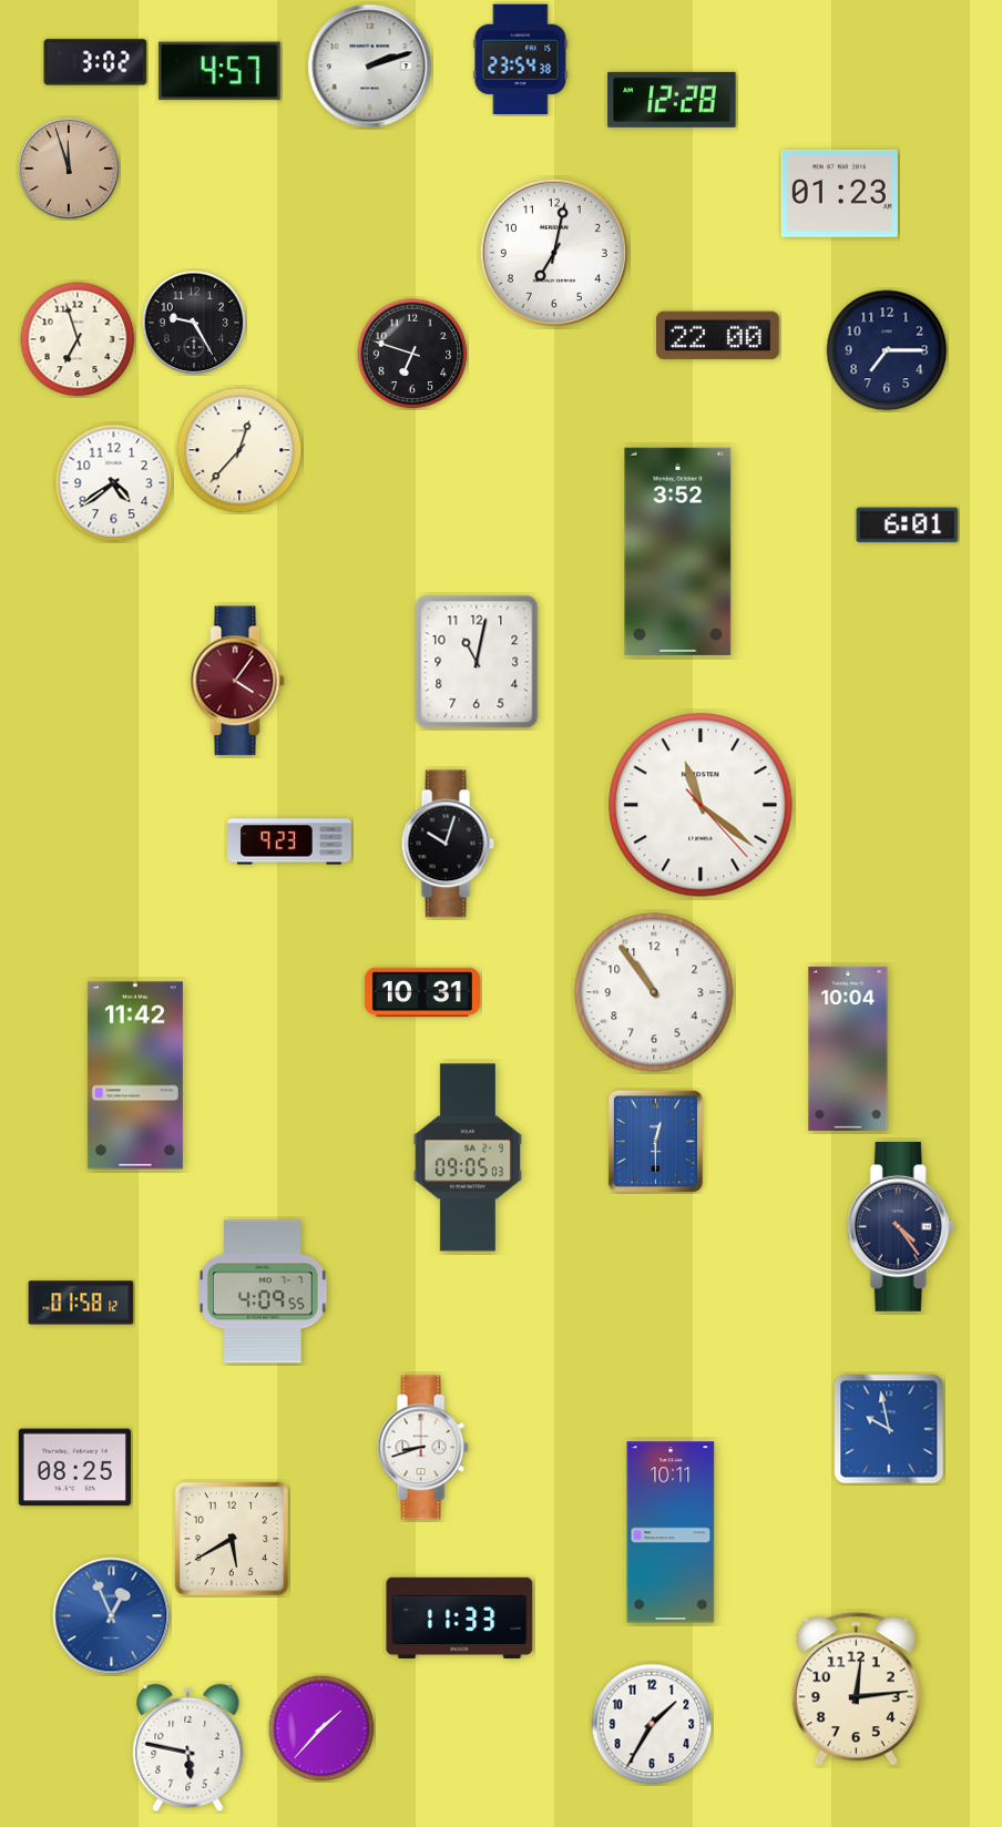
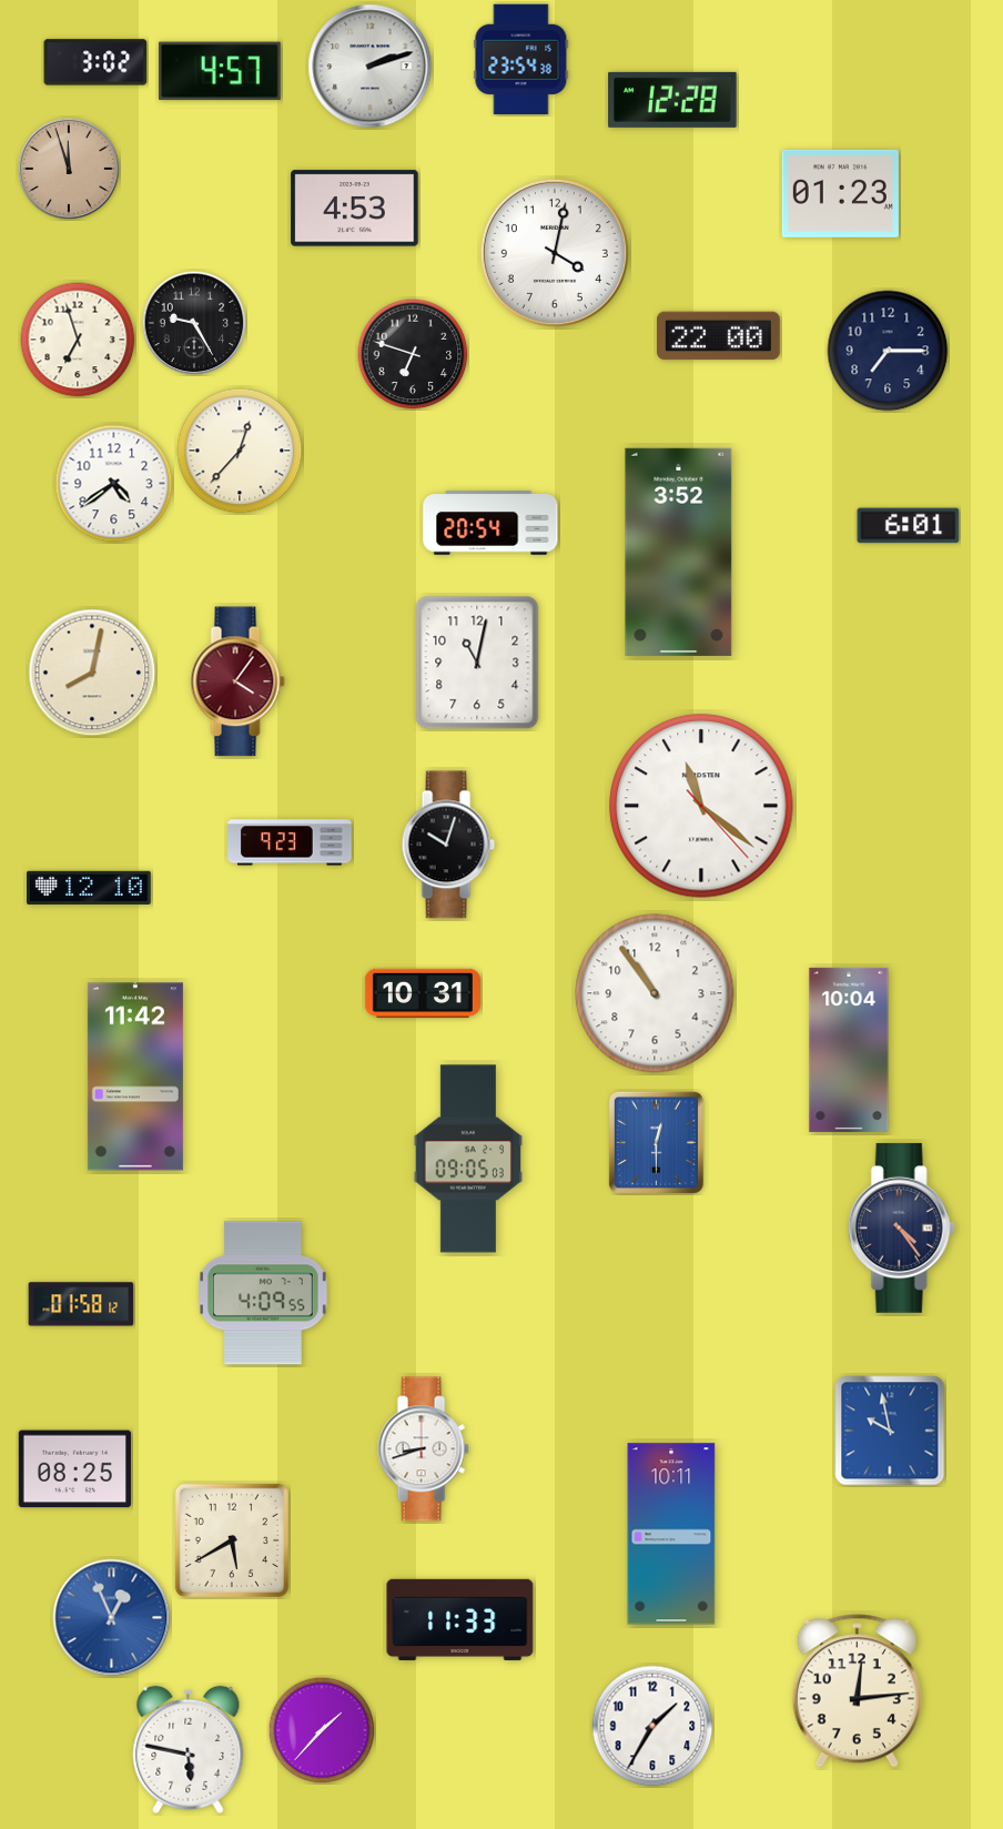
clock at (355, 209): none -> 4:53
clock at (554, 253): 7:02 -> 4:02
clock at (490, 523): none -> 20:54
clock at (92, 673): none -> 8:02
clock at (90, 888): none -> 12:10
